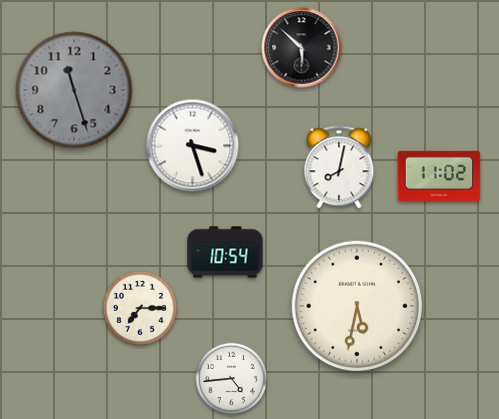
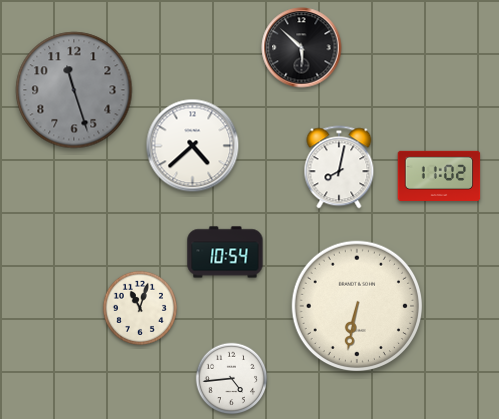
clock at (193, 146): 3:27 -> 4:38
clock at (357, 306): 5:32 -> 6:32
clock at (140, 308): 7:15 -> 11:03
